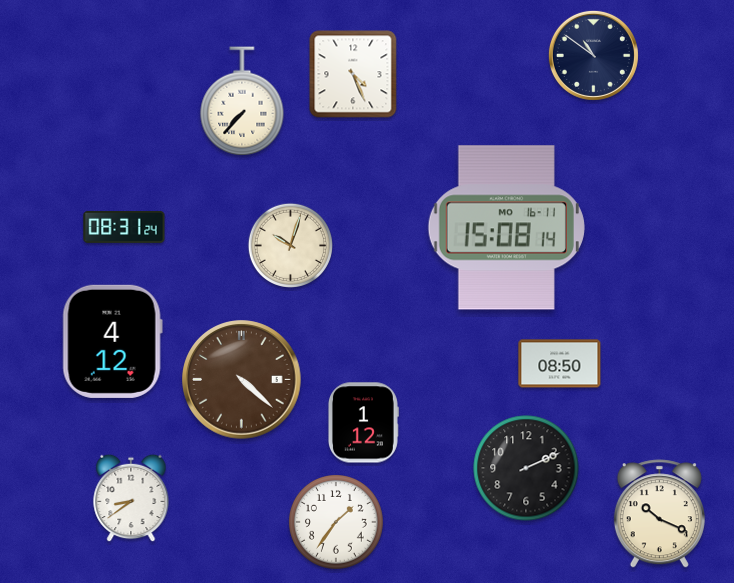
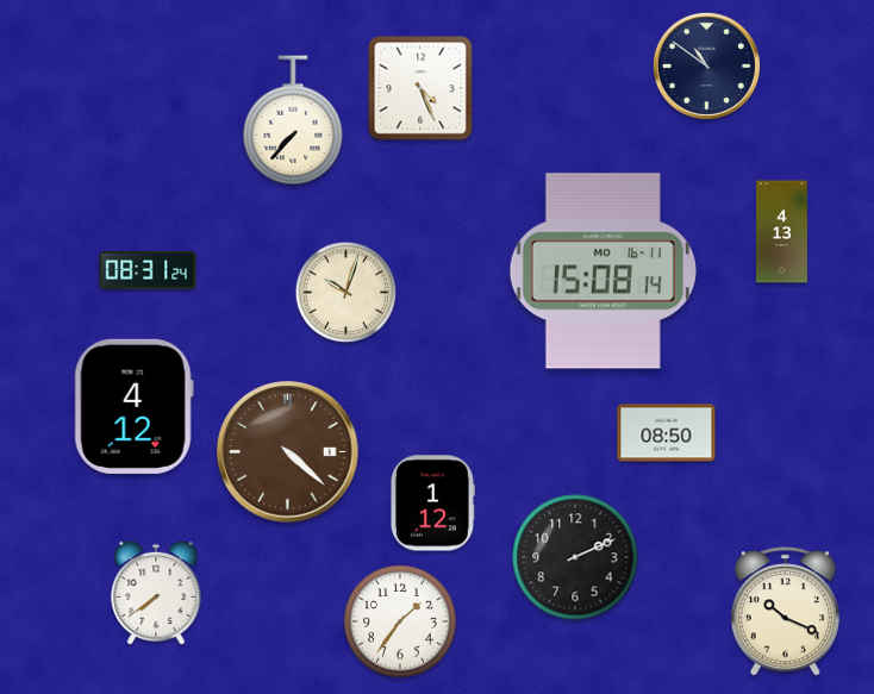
clock at (242, 101) position: (242, 101) -> (293, 120)
clock at (782, 232): none -> 4:13
clock at (526, 468) position: (526, 468) -> (575, 557)
clock at (131, 498): 8:39 -> 7:39
